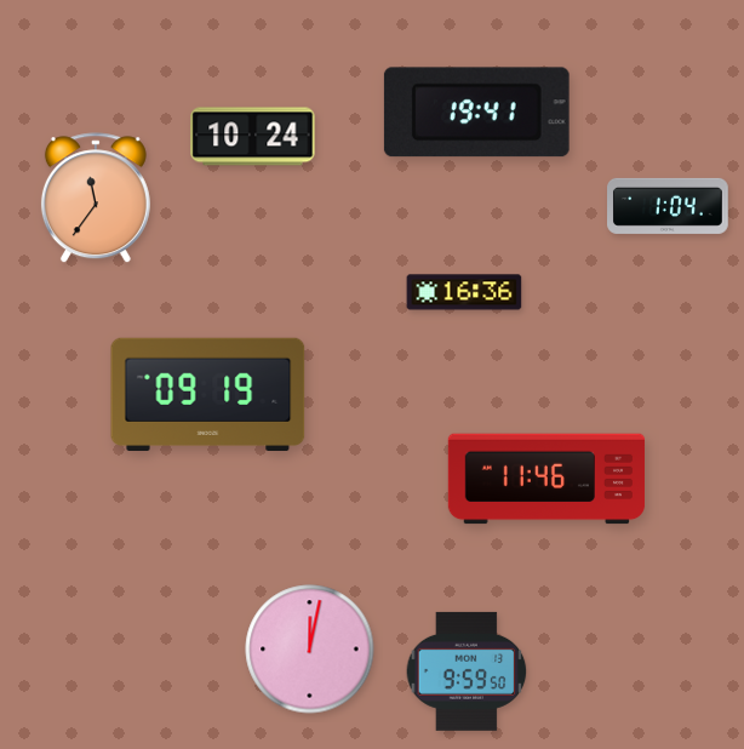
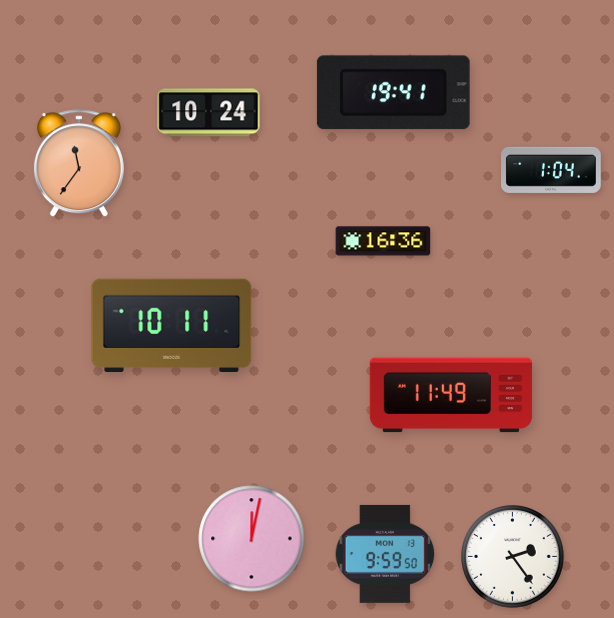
clock at (208, 394): 09:19 -> 10:11
clock at (546, 479): 11:46 -> 11:49
clock at (310, 650) position: (310, 650) -> (252, 539)
clock at (513, 557): none -> 2:24
